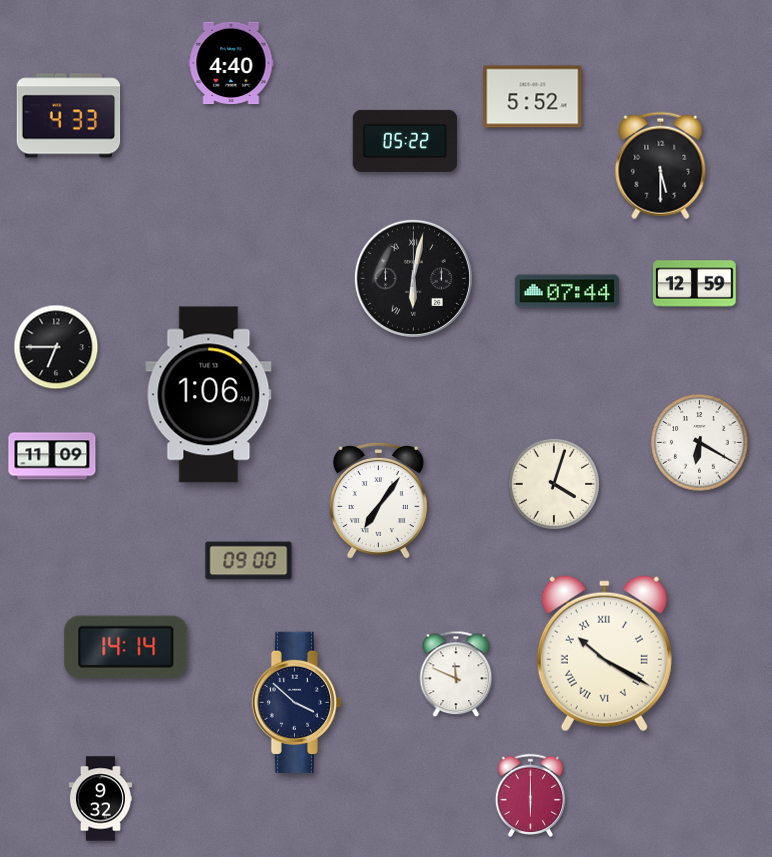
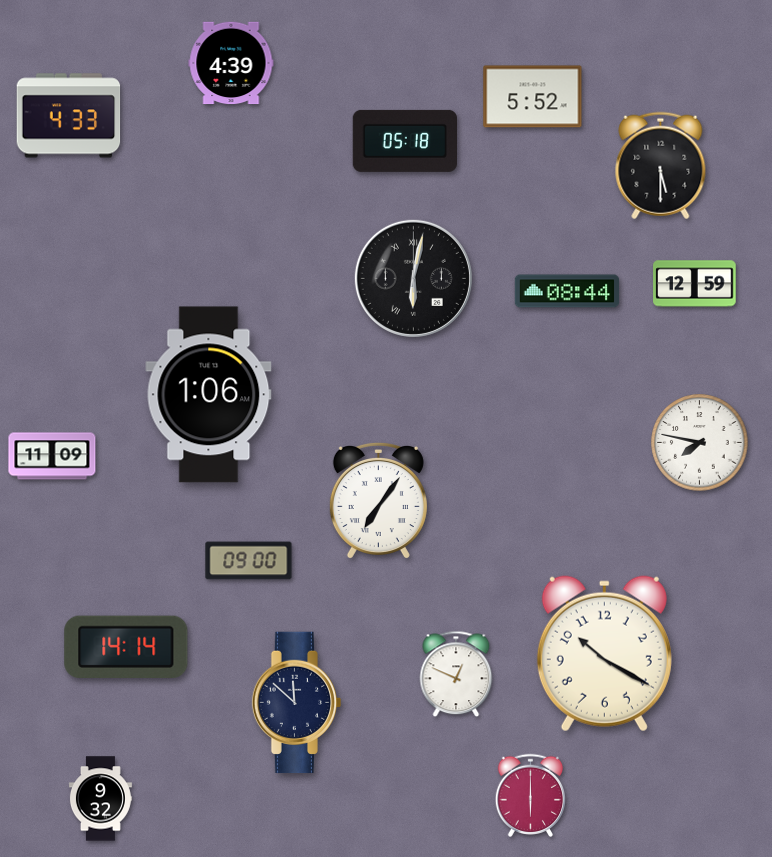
clock at (231, 63): 4:40 -> 4:39
clock at (404, 141): 05:22 -> 05:18
clock at (567, 291): 07:44 -> 08:44
clock at (56, 347): 6:45 -> none
clock at (700, 443): 6:20 -> 7:47
clock at (554, 484): 4:03 -> none
clock at (604, 654) numerals: Roman -> Arabic
clock at (456, 674): 11:49 -> 12:49
clock at (297, 703): 3:52 -> 11:52
